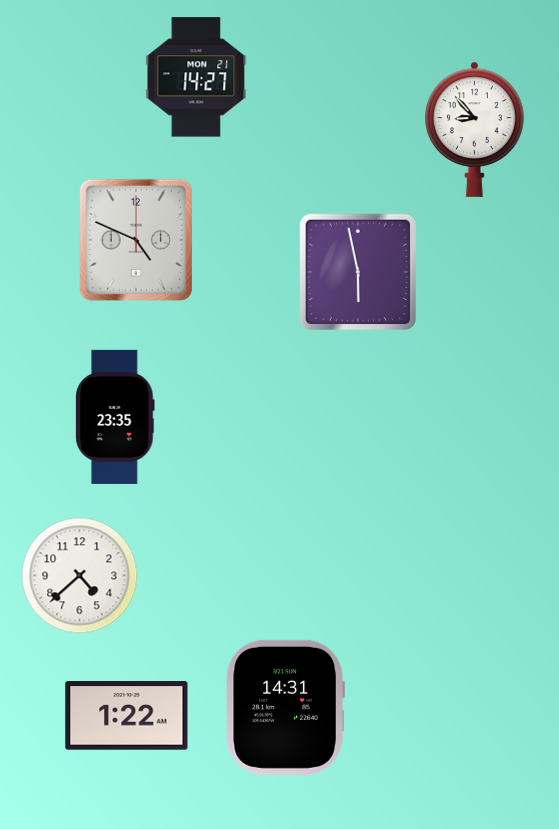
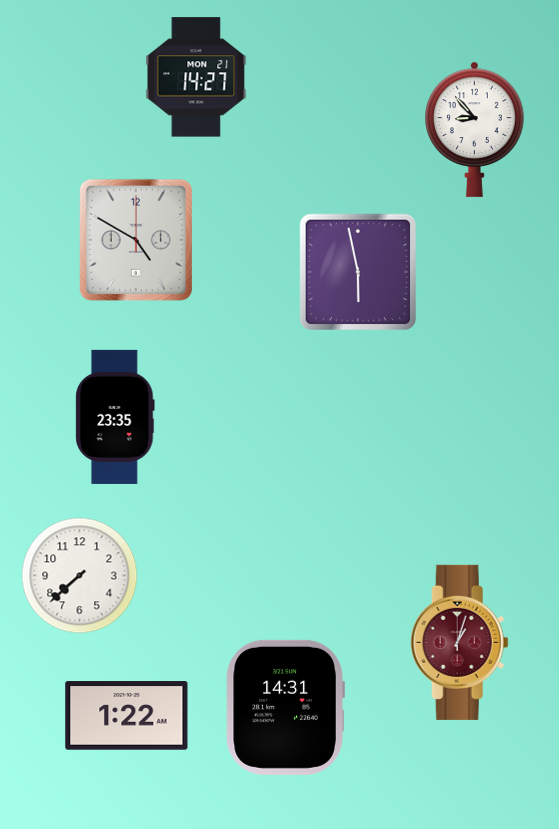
clock at (136, 240): 4:49 -> 4:50
clock at (80, 576): 4:38 -> 7:38
clock at (459, 642): none -> 1:03
